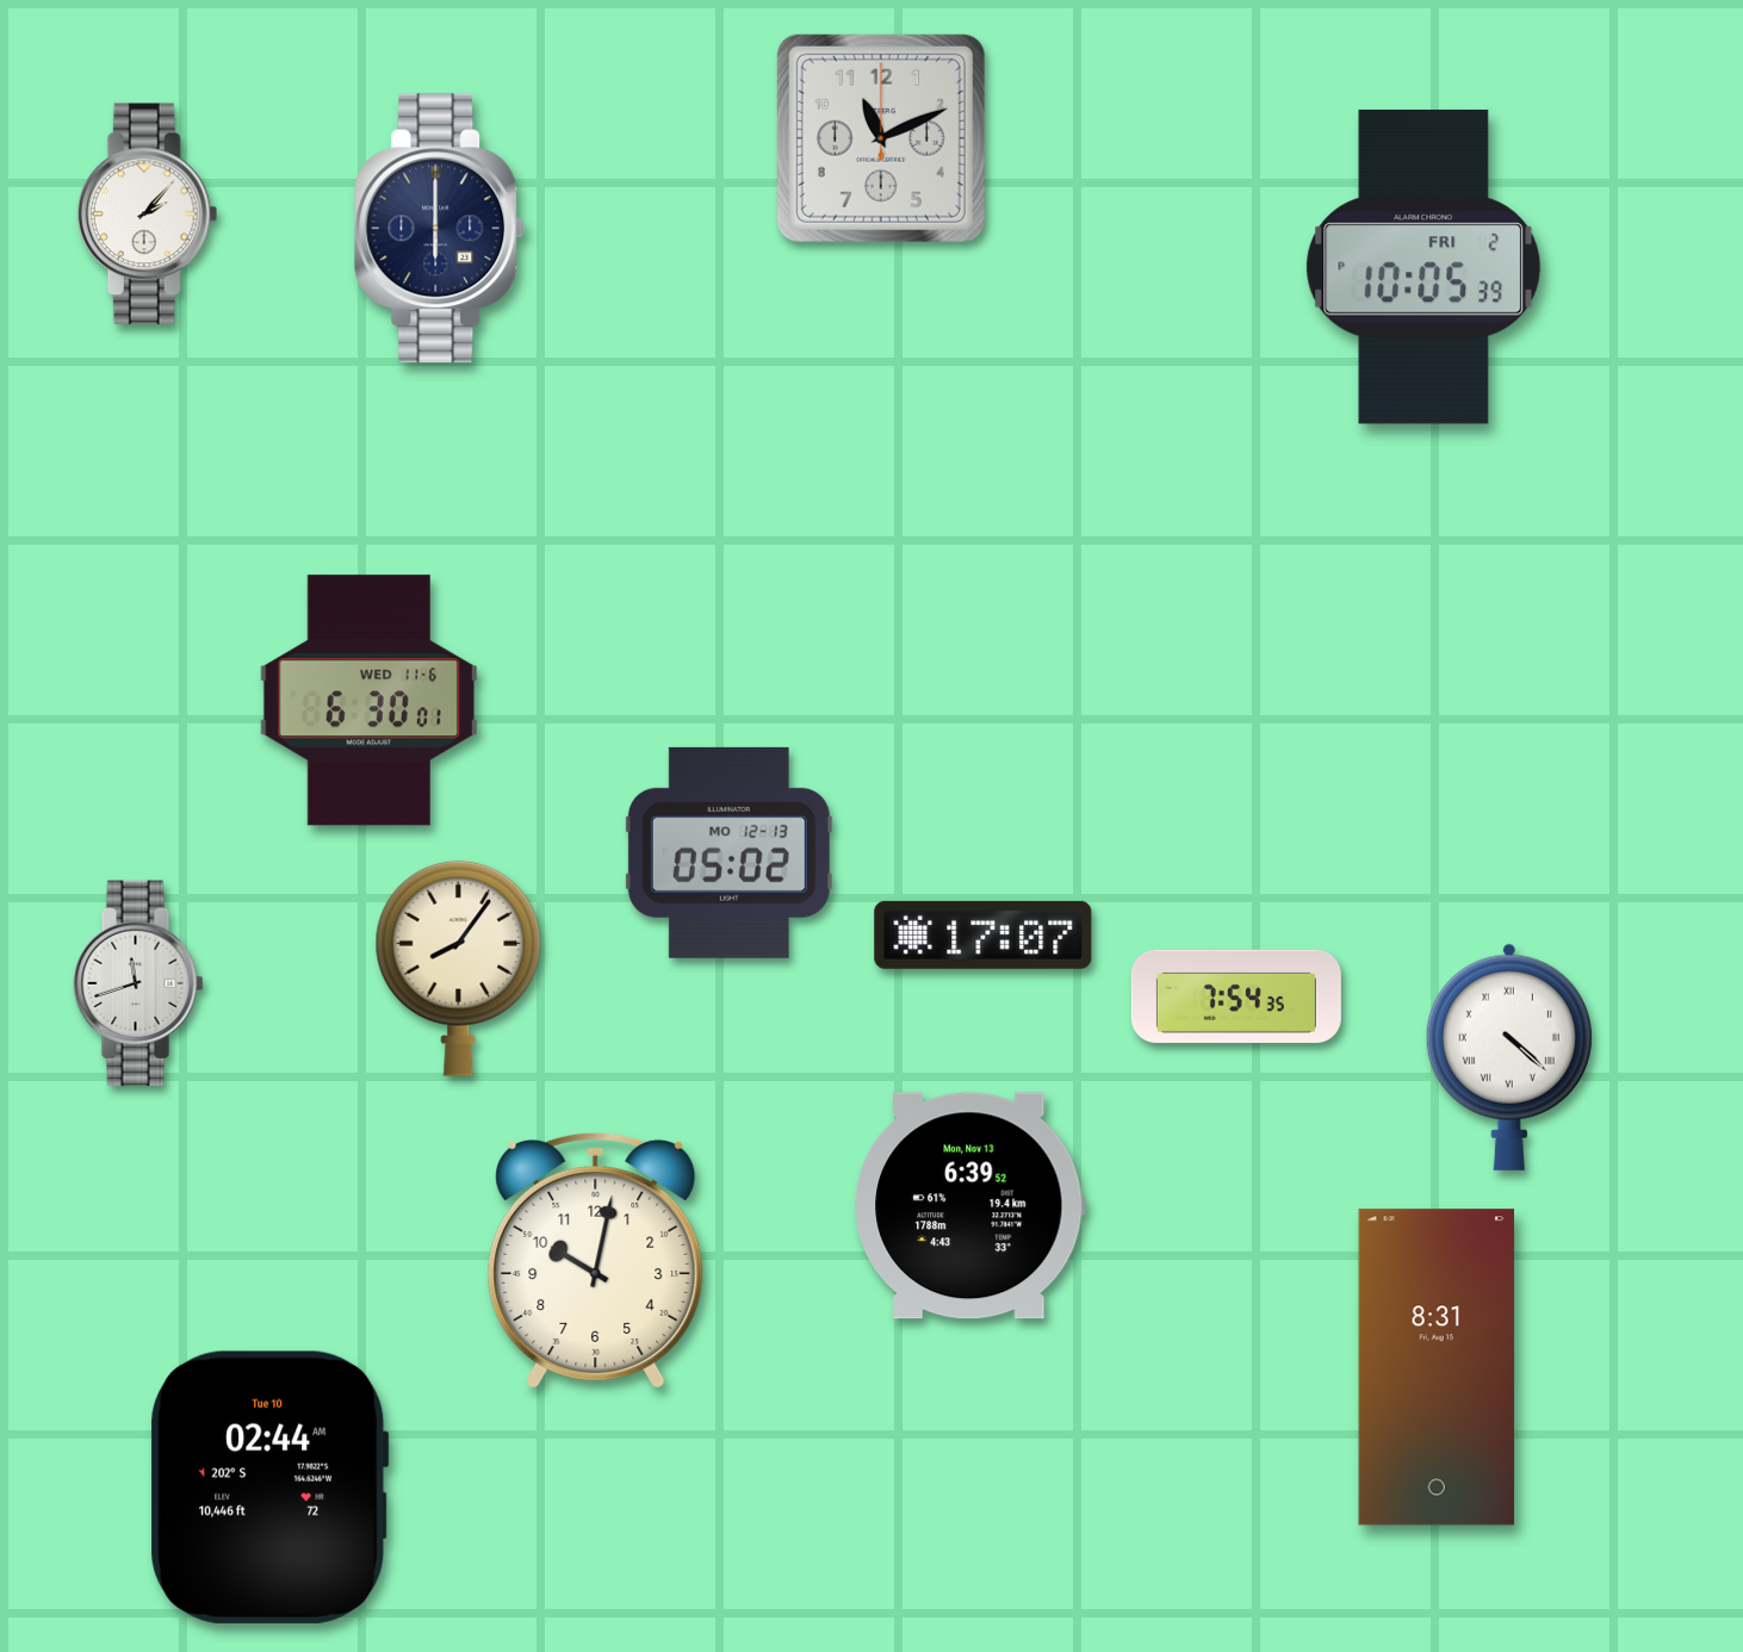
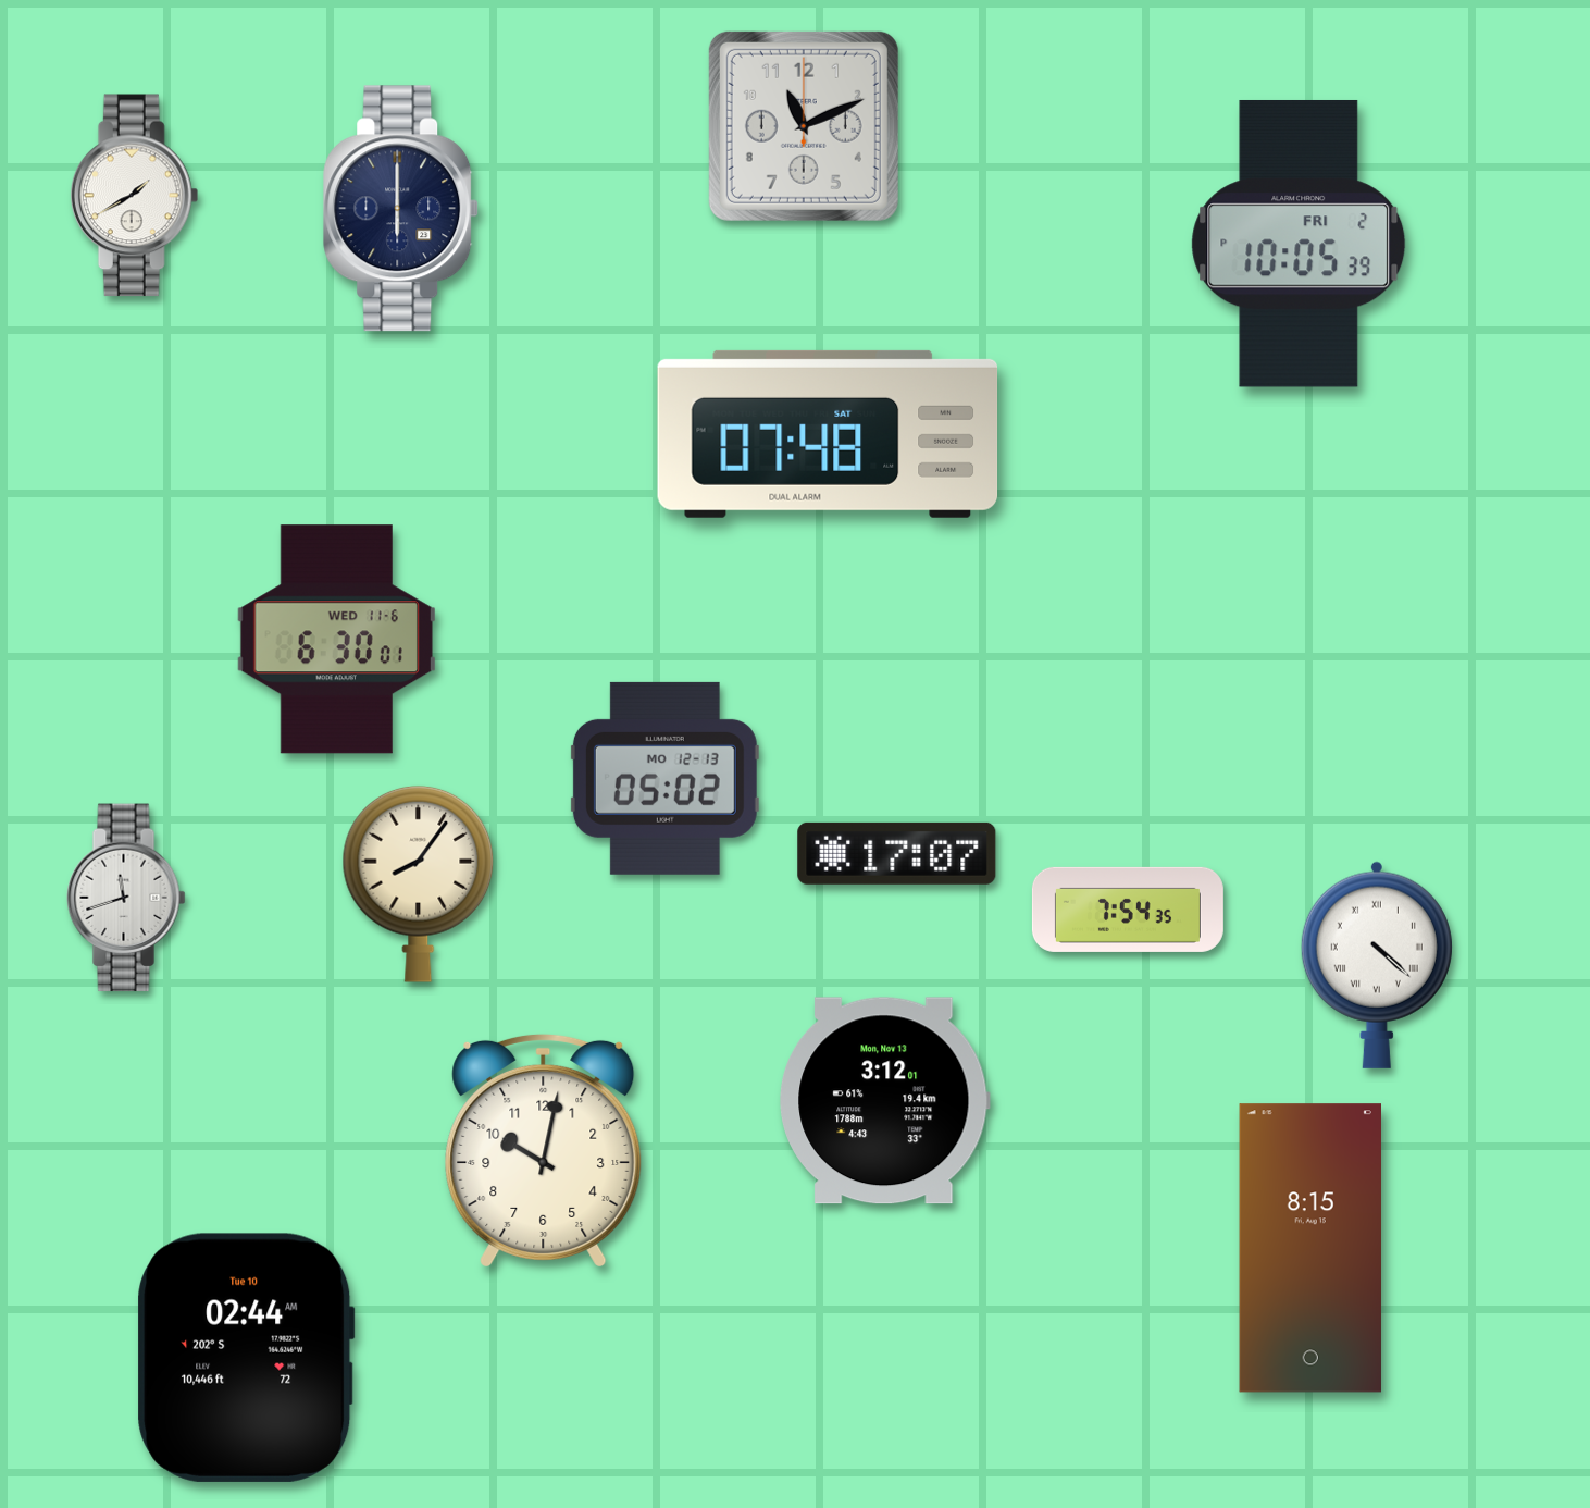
clock at (148, 215): 2:07 -> 1:40
clock at (828, 434): none -> 07:48
clock at (970, 1206): 6:39 -> 3:12
clock at (1435, 1367): 8:31 -> 8:15
